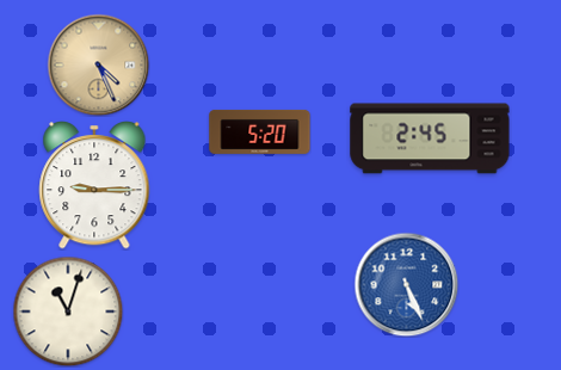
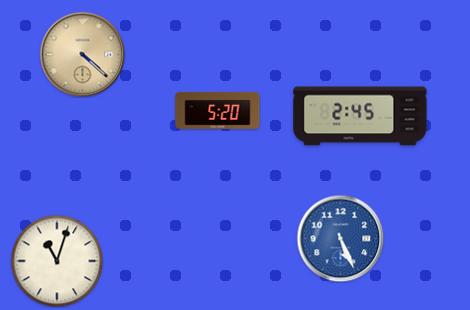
clock at (98, 64): 4:26 -> 4:22
clock at (94, 186): 9:15 -> none
